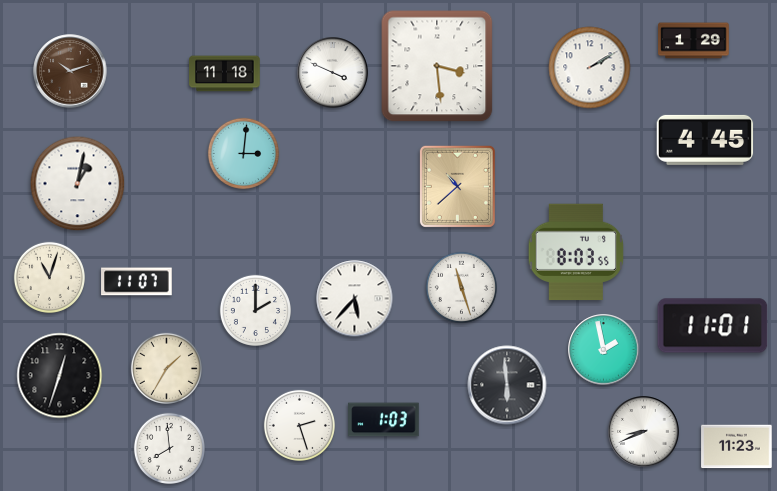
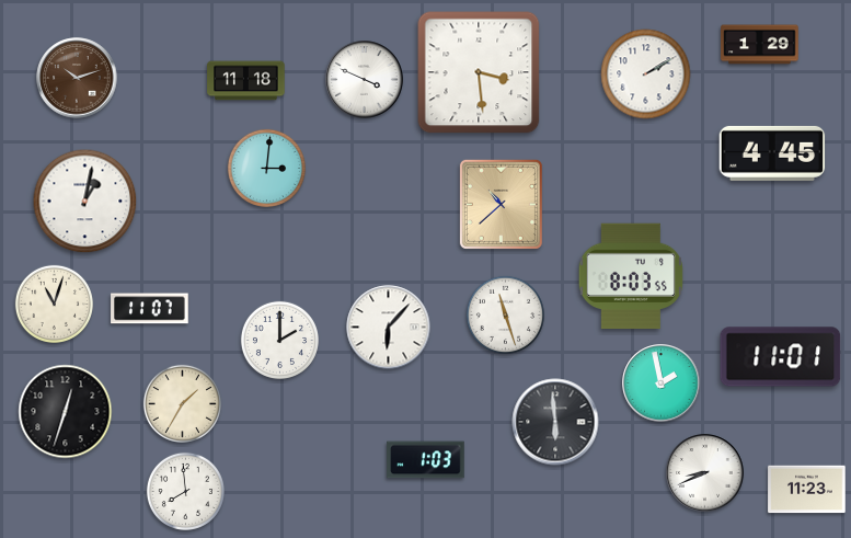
clock at (355, 299): 5:37 -> 6:07
clock at (384, 420) position: (384, 420) -> (426, 460)
clock at (299, 425): 2:27 -> none
